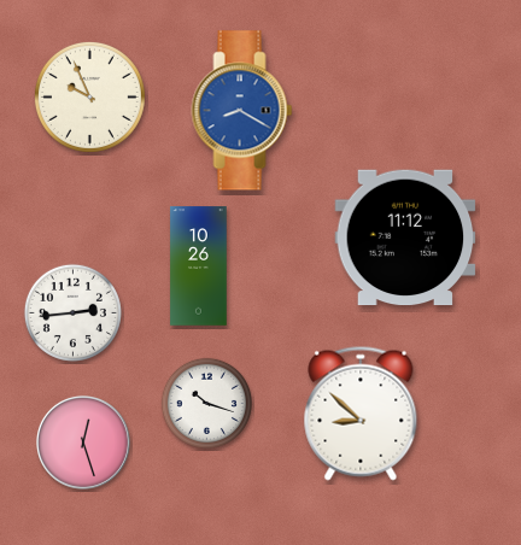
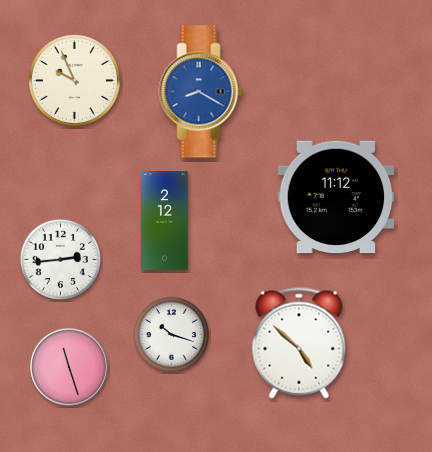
clock at (199, 266): 10:26 -> 2:12
clock at (361, 414): 8:52 -> 4:52
clock at (84, 444): 12:27 -> 11:27
